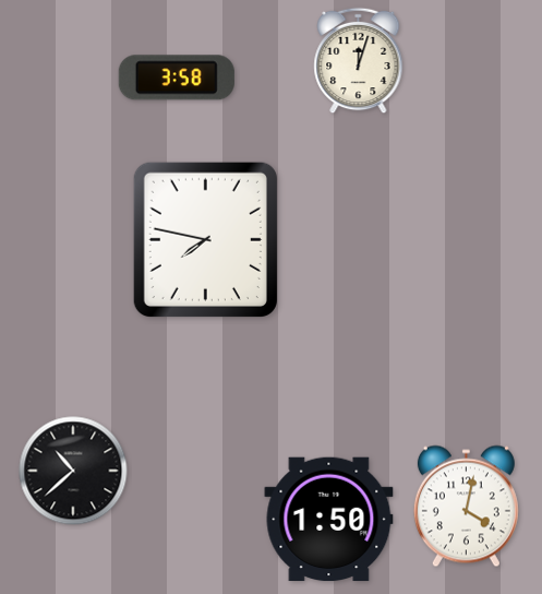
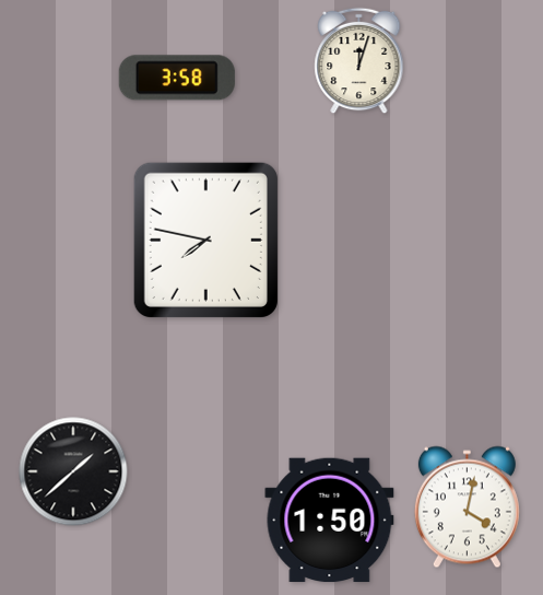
clock at (73, 471): 10:38 -> 1:38
